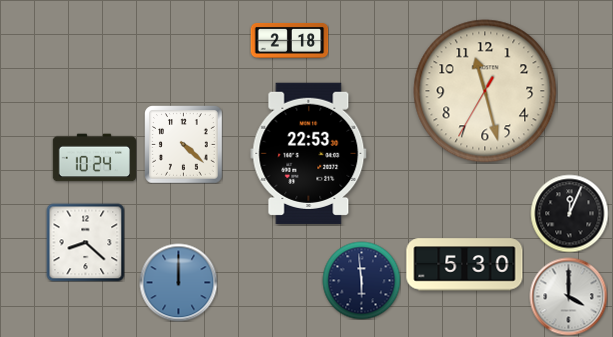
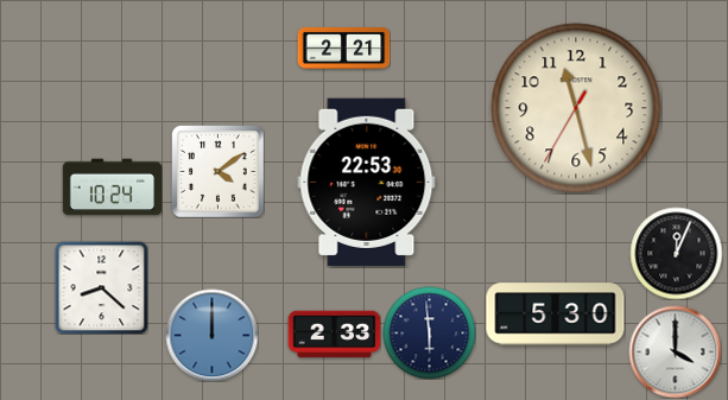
clock at (289, 40): 2:18 -> 2:21
clock at (183, 144): 4:22 -> 4:09
clock at (465, 265) position: (465, 265) -> (556, 315)
clock at (334, 335): none -> 2:33
